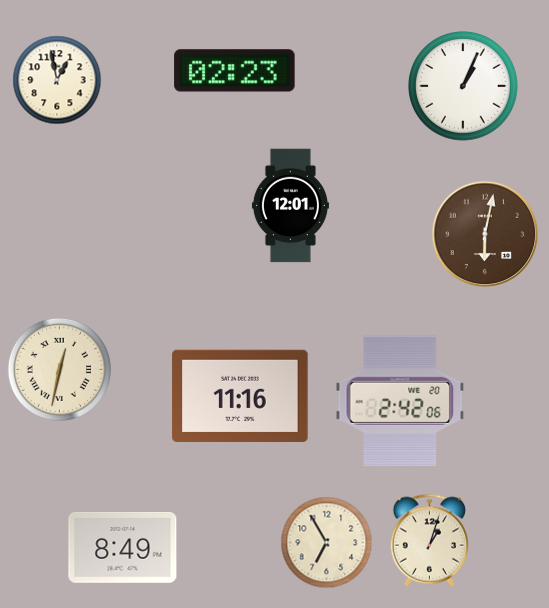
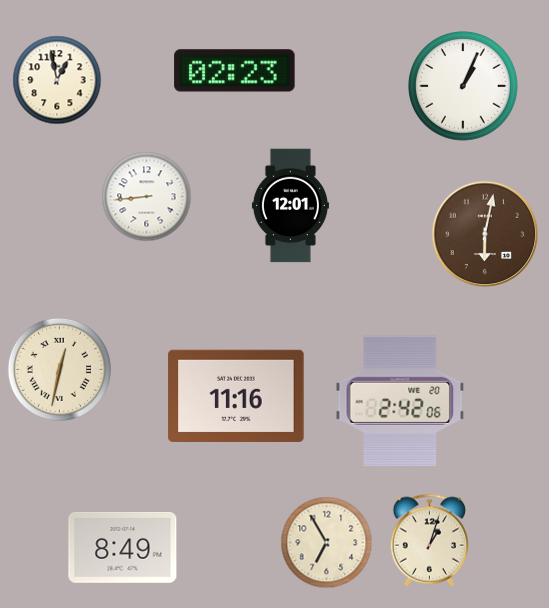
clock at (147, 197): none -> 8:44
clock at (240, 396) position: (240, 396) -> (236, 396)
